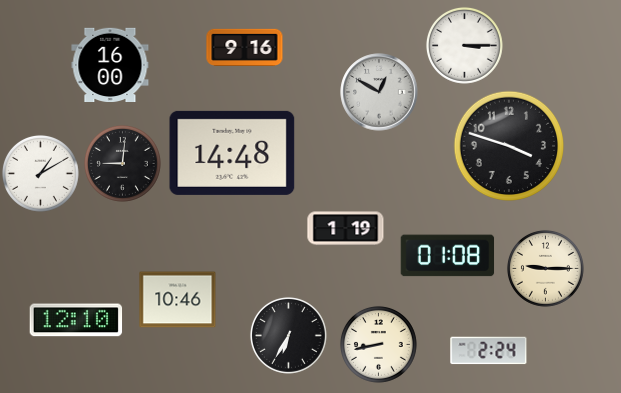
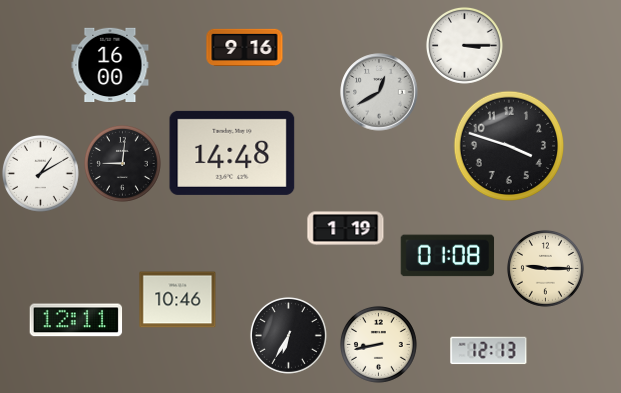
clock at (379, 92): 12:50 -> 12:40
clock at (76, 320): 12:10 -> 12:11
clock at (489, 351): 2:24 -> 12:13
